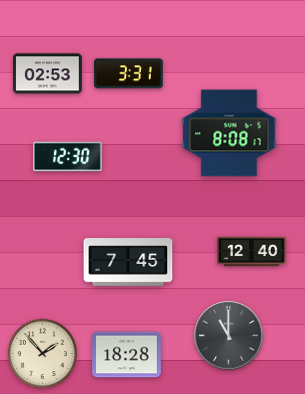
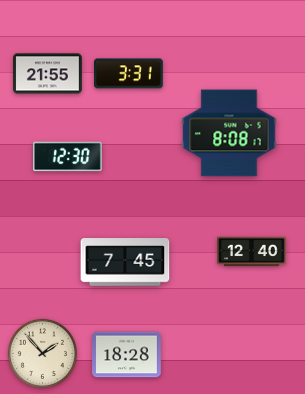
clock at (48, 74): 02:53 -> 21:55
clock at (128, 262) position: (128, 262) -> (125, 262)
clock at (229, 336): 11:00 -> none
